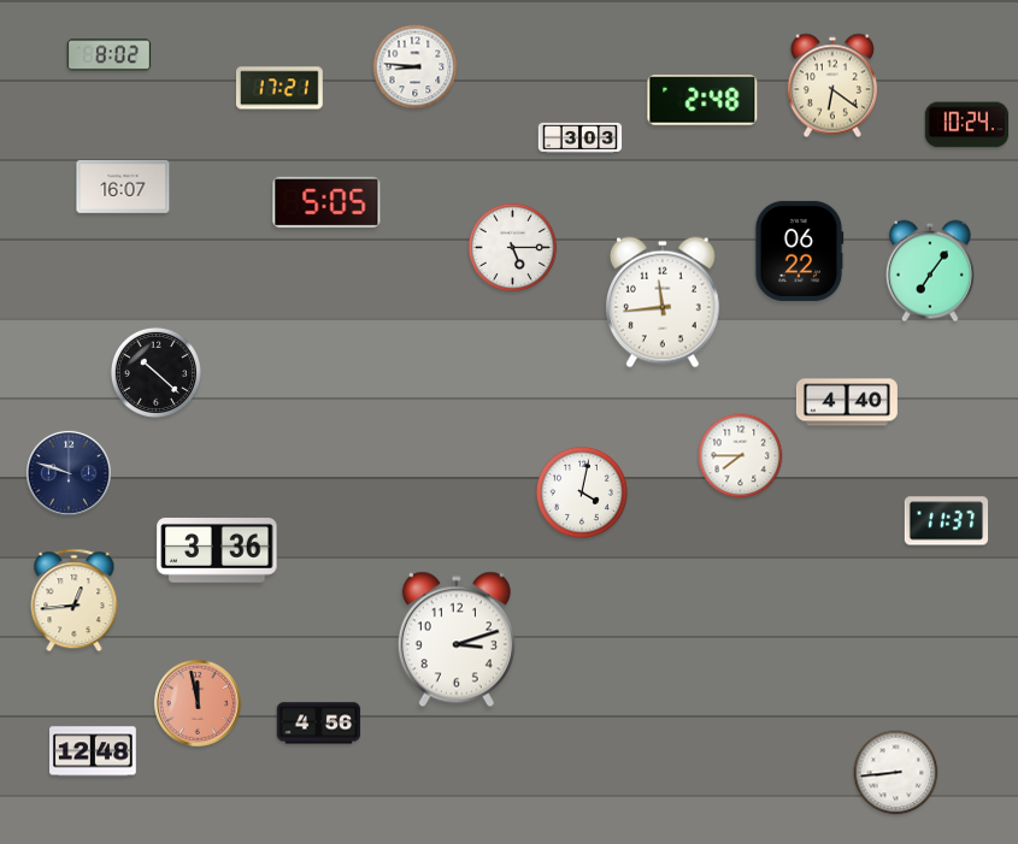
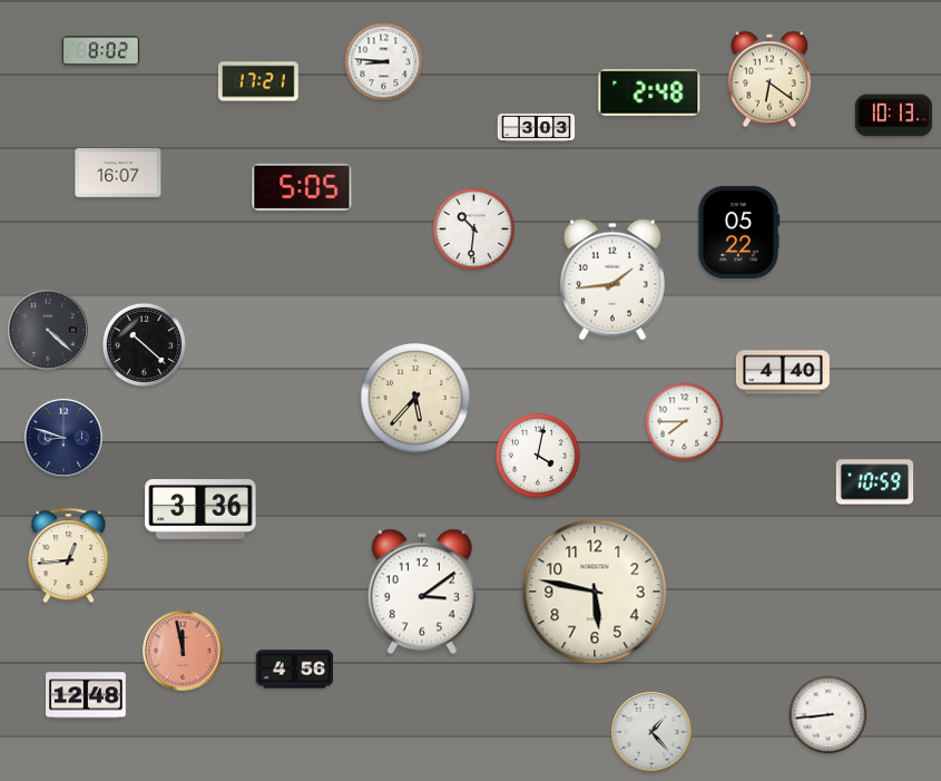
clock at (967, 125): 10:24 -> 10:13
clock at (123, 188) position: (123, 188) -> (118, 174)
clock at (513, 248): 5:15 -> 10:31
clock at (799, 250): 06:22 -> 05:22
clock at (930, 271): 7:06 -> none
clock at (663, 302): 11:44 -> 1:44
clock at (48, 330): none -> 4:22
clock at (415, 398): none -> 5:37
clock at (69, 473): 9:48 -> 8:48
clock at (947, 521): 11:37 -> 10:59
clock at (457, 639): 3:12 -> 3:09
clock at (595, 592): none -> 5:47
clock at (651, 732): none -> 1:23
